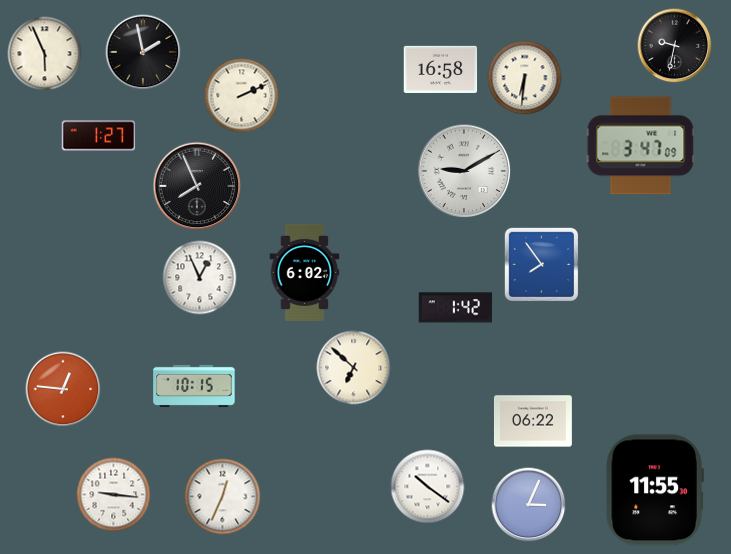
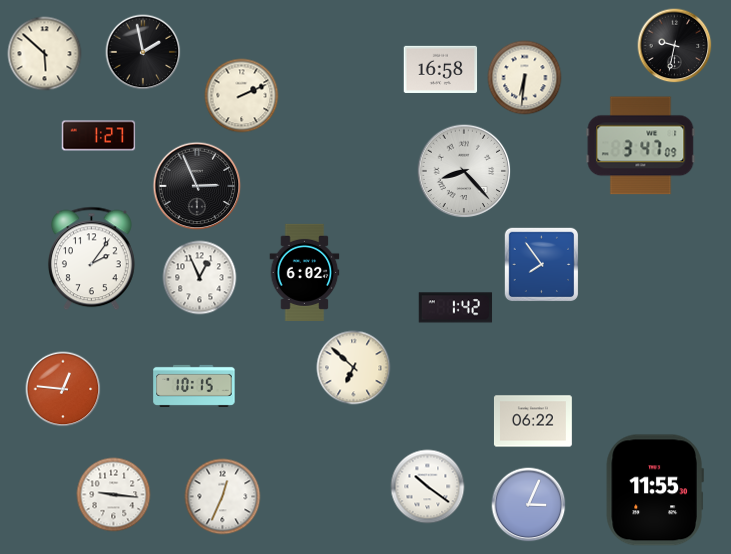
clock at (45, 54): 5:56 -> 5:52
clock at (464, 171): 9:10 -> 8:23
clock at (197, 186): 7:56 -> 2:56
clock at (91, 259): none -> 2:06
